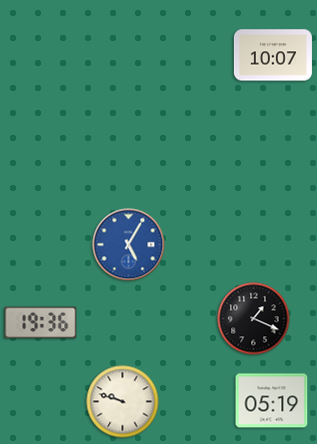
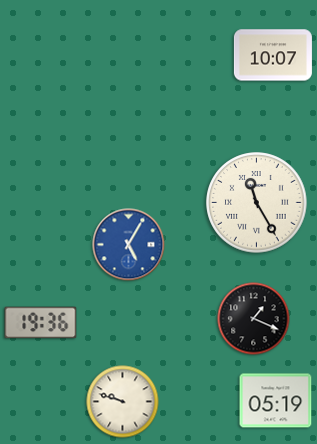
clock at (257, 203): none -> 11:25
clock at (272, 401) position: (272, 401) -> (276, 401)
